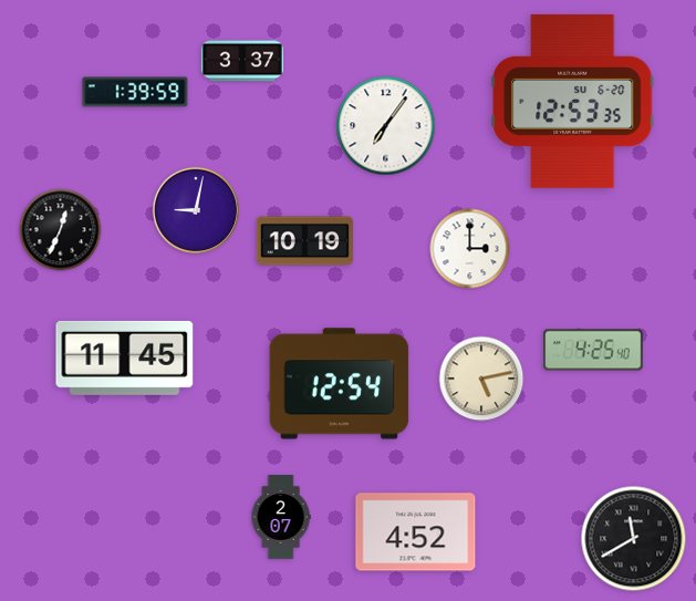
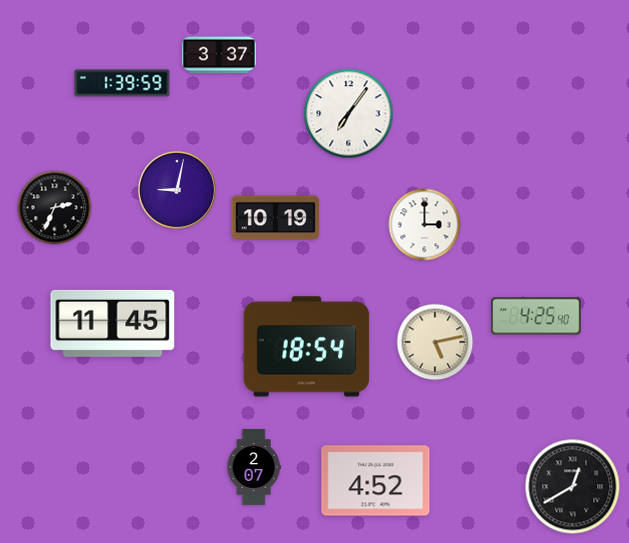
clock at (573, 101): 12:53 -> none
clock at (61, 230): 12:34 -> 2:34
clock at (340, 384): 12:54 -> 18:54
clock at (634, 539): 11:40 -> 12:40
